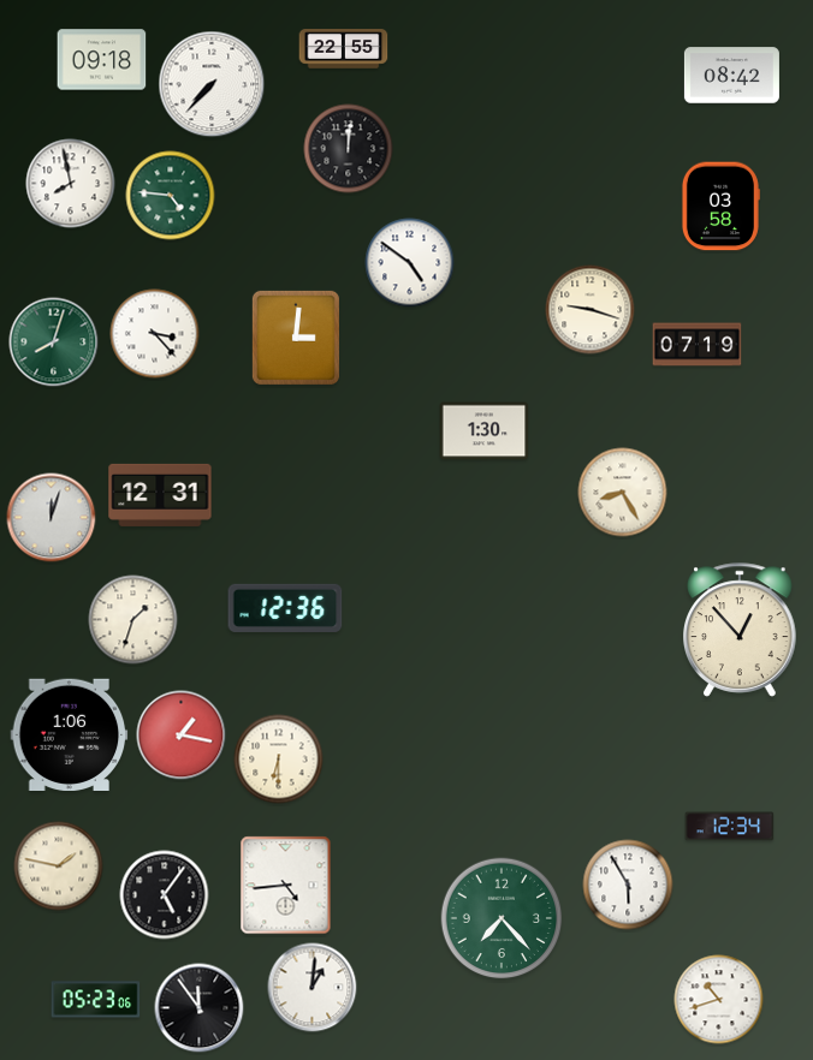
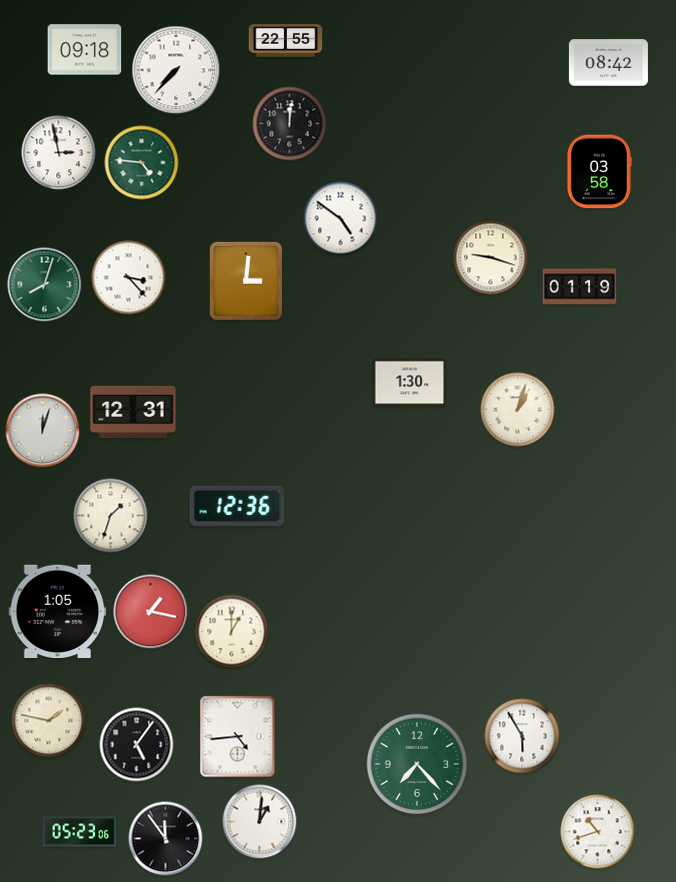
clock at (71, 184): 7:58 -> 2:58
clock at (698, 345): 07:19 -> 01:19
clock at (485, 431) position: (485, 431) -> (410, 383)
clock at (623, 493): 8:25 -> 1:03
clock at (741, 630): 12:53 -> none
clock at (70, 734): 1:06 -> 1:05
clock at (279, 760): 6:30 -> 1:00
clock at (730, 827): 12:34 -> none
